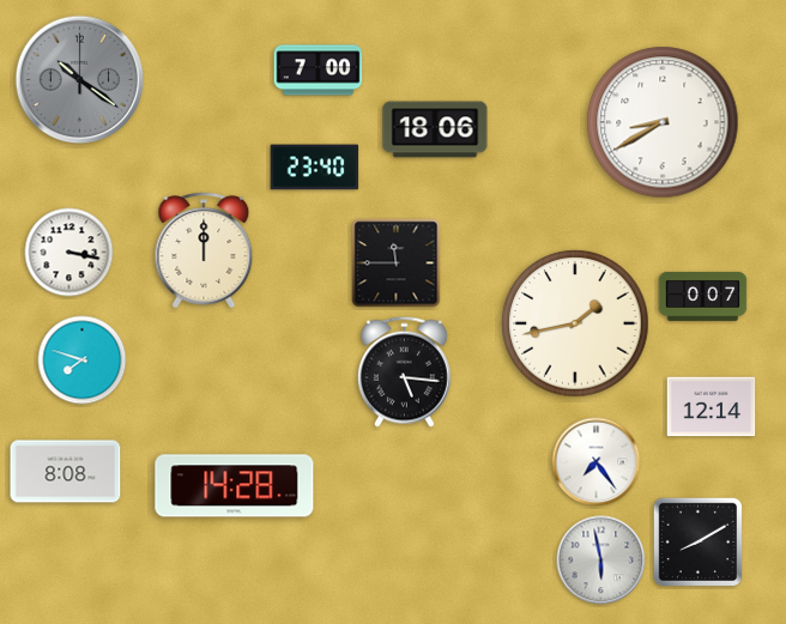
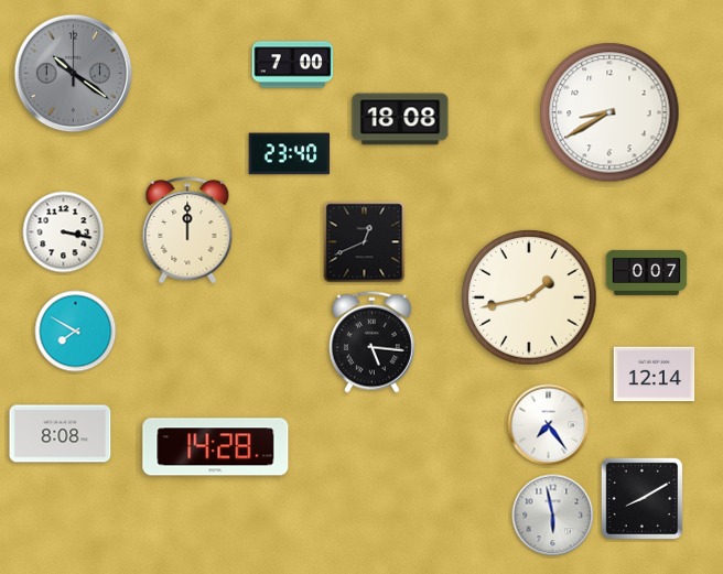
clock at (435, 129): 18:06 -> 18:08
clock at (397, 263): 11:45 -> 12:41
clock at (83, 361): 7:48 -> 7:50
